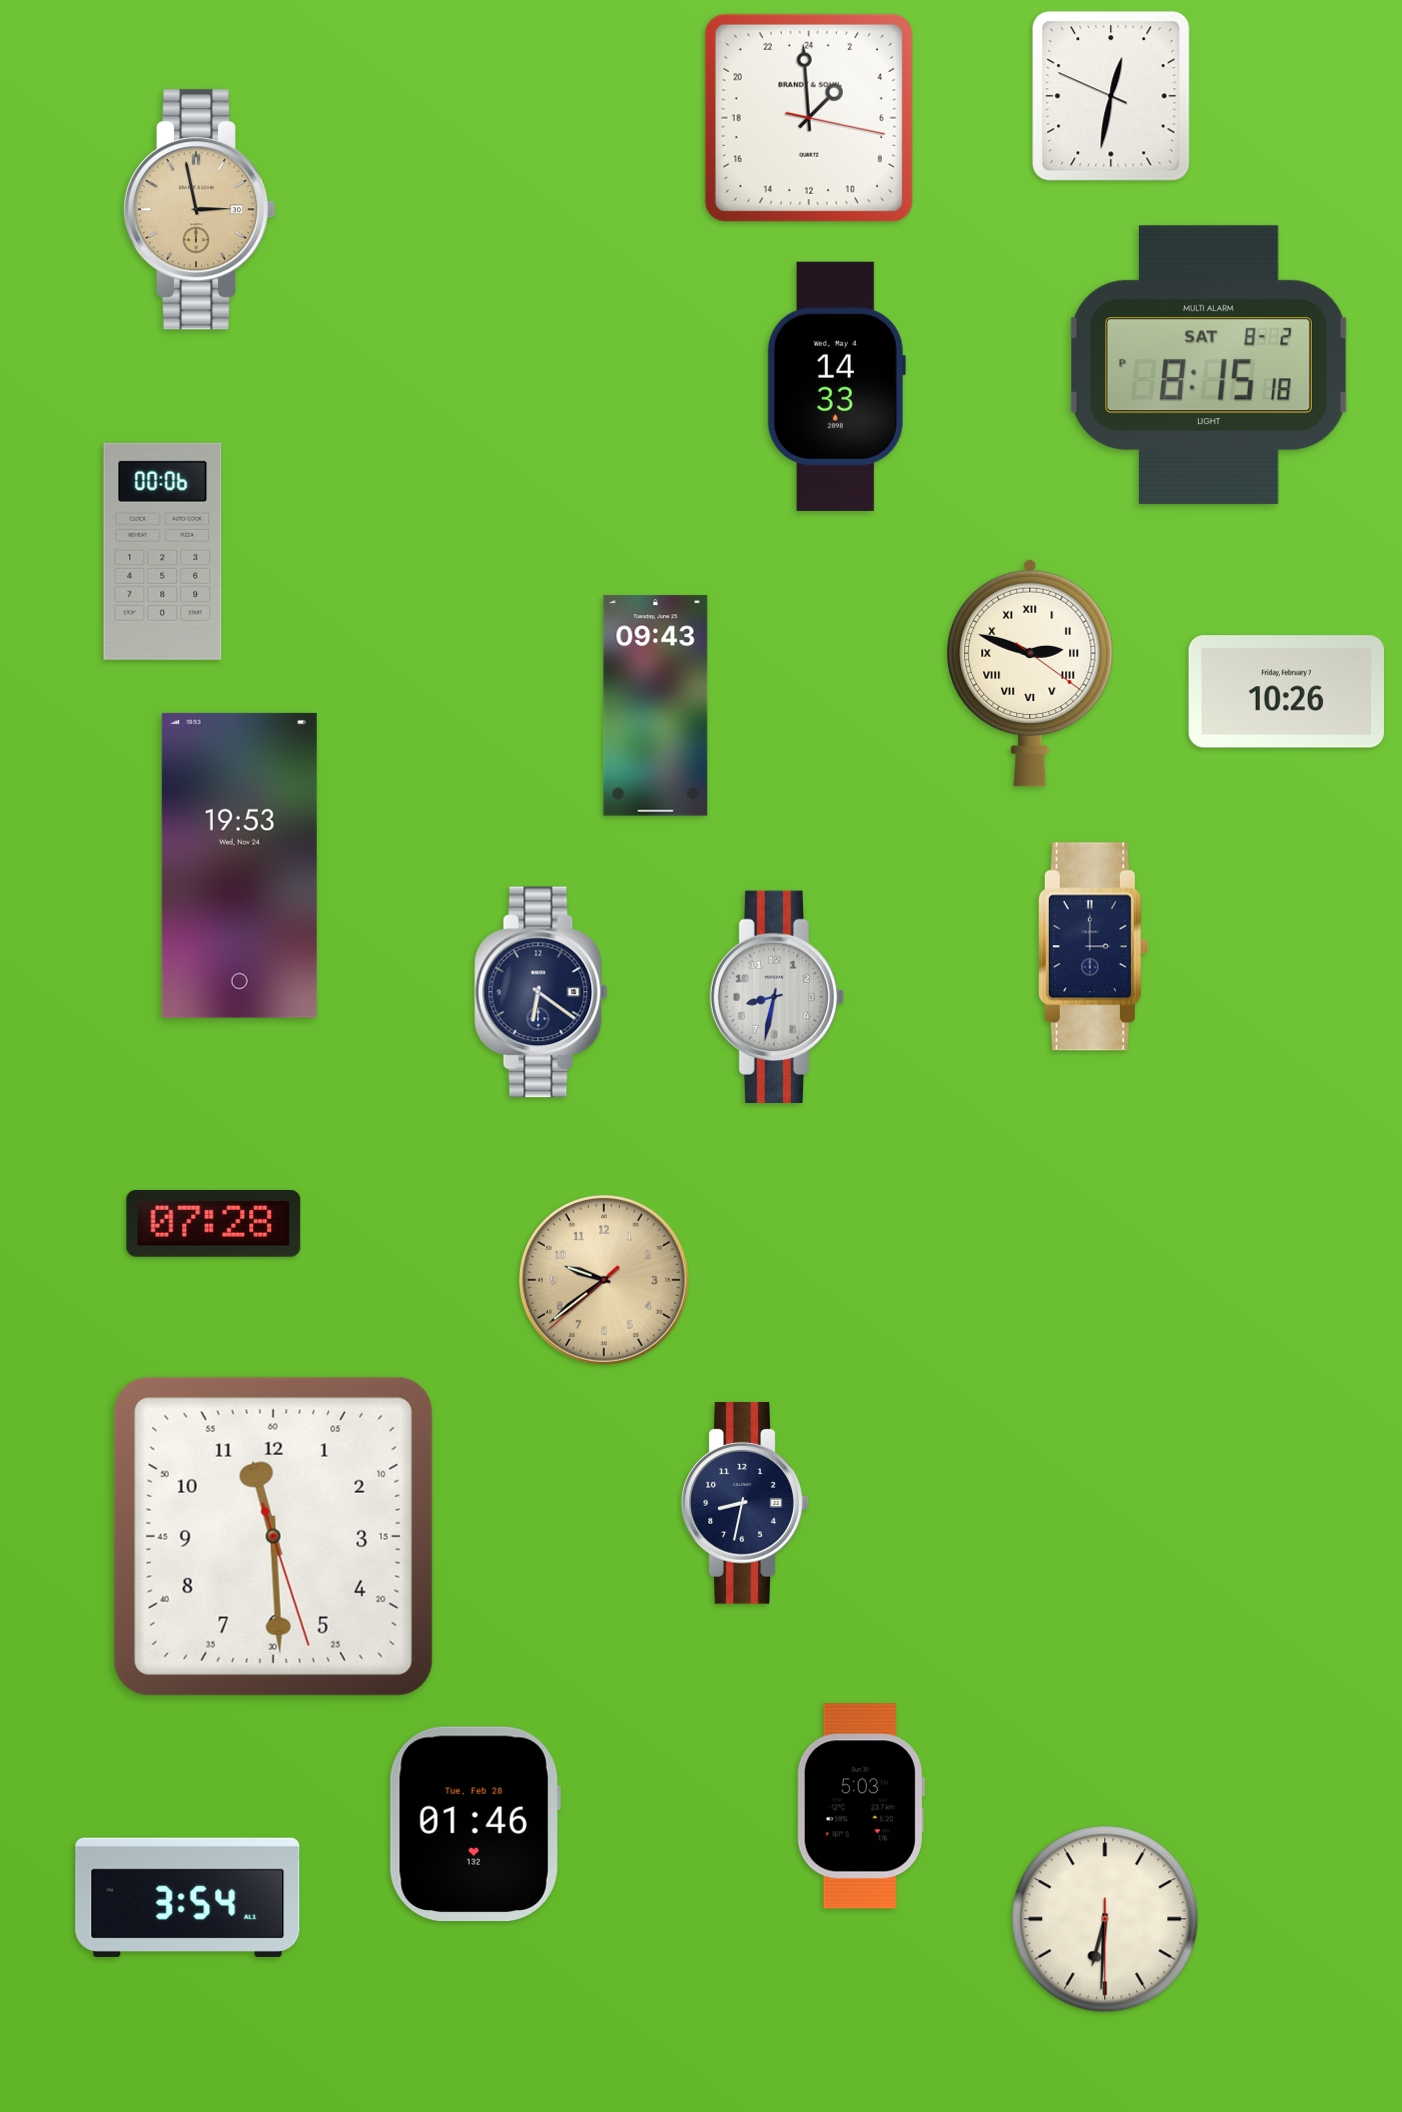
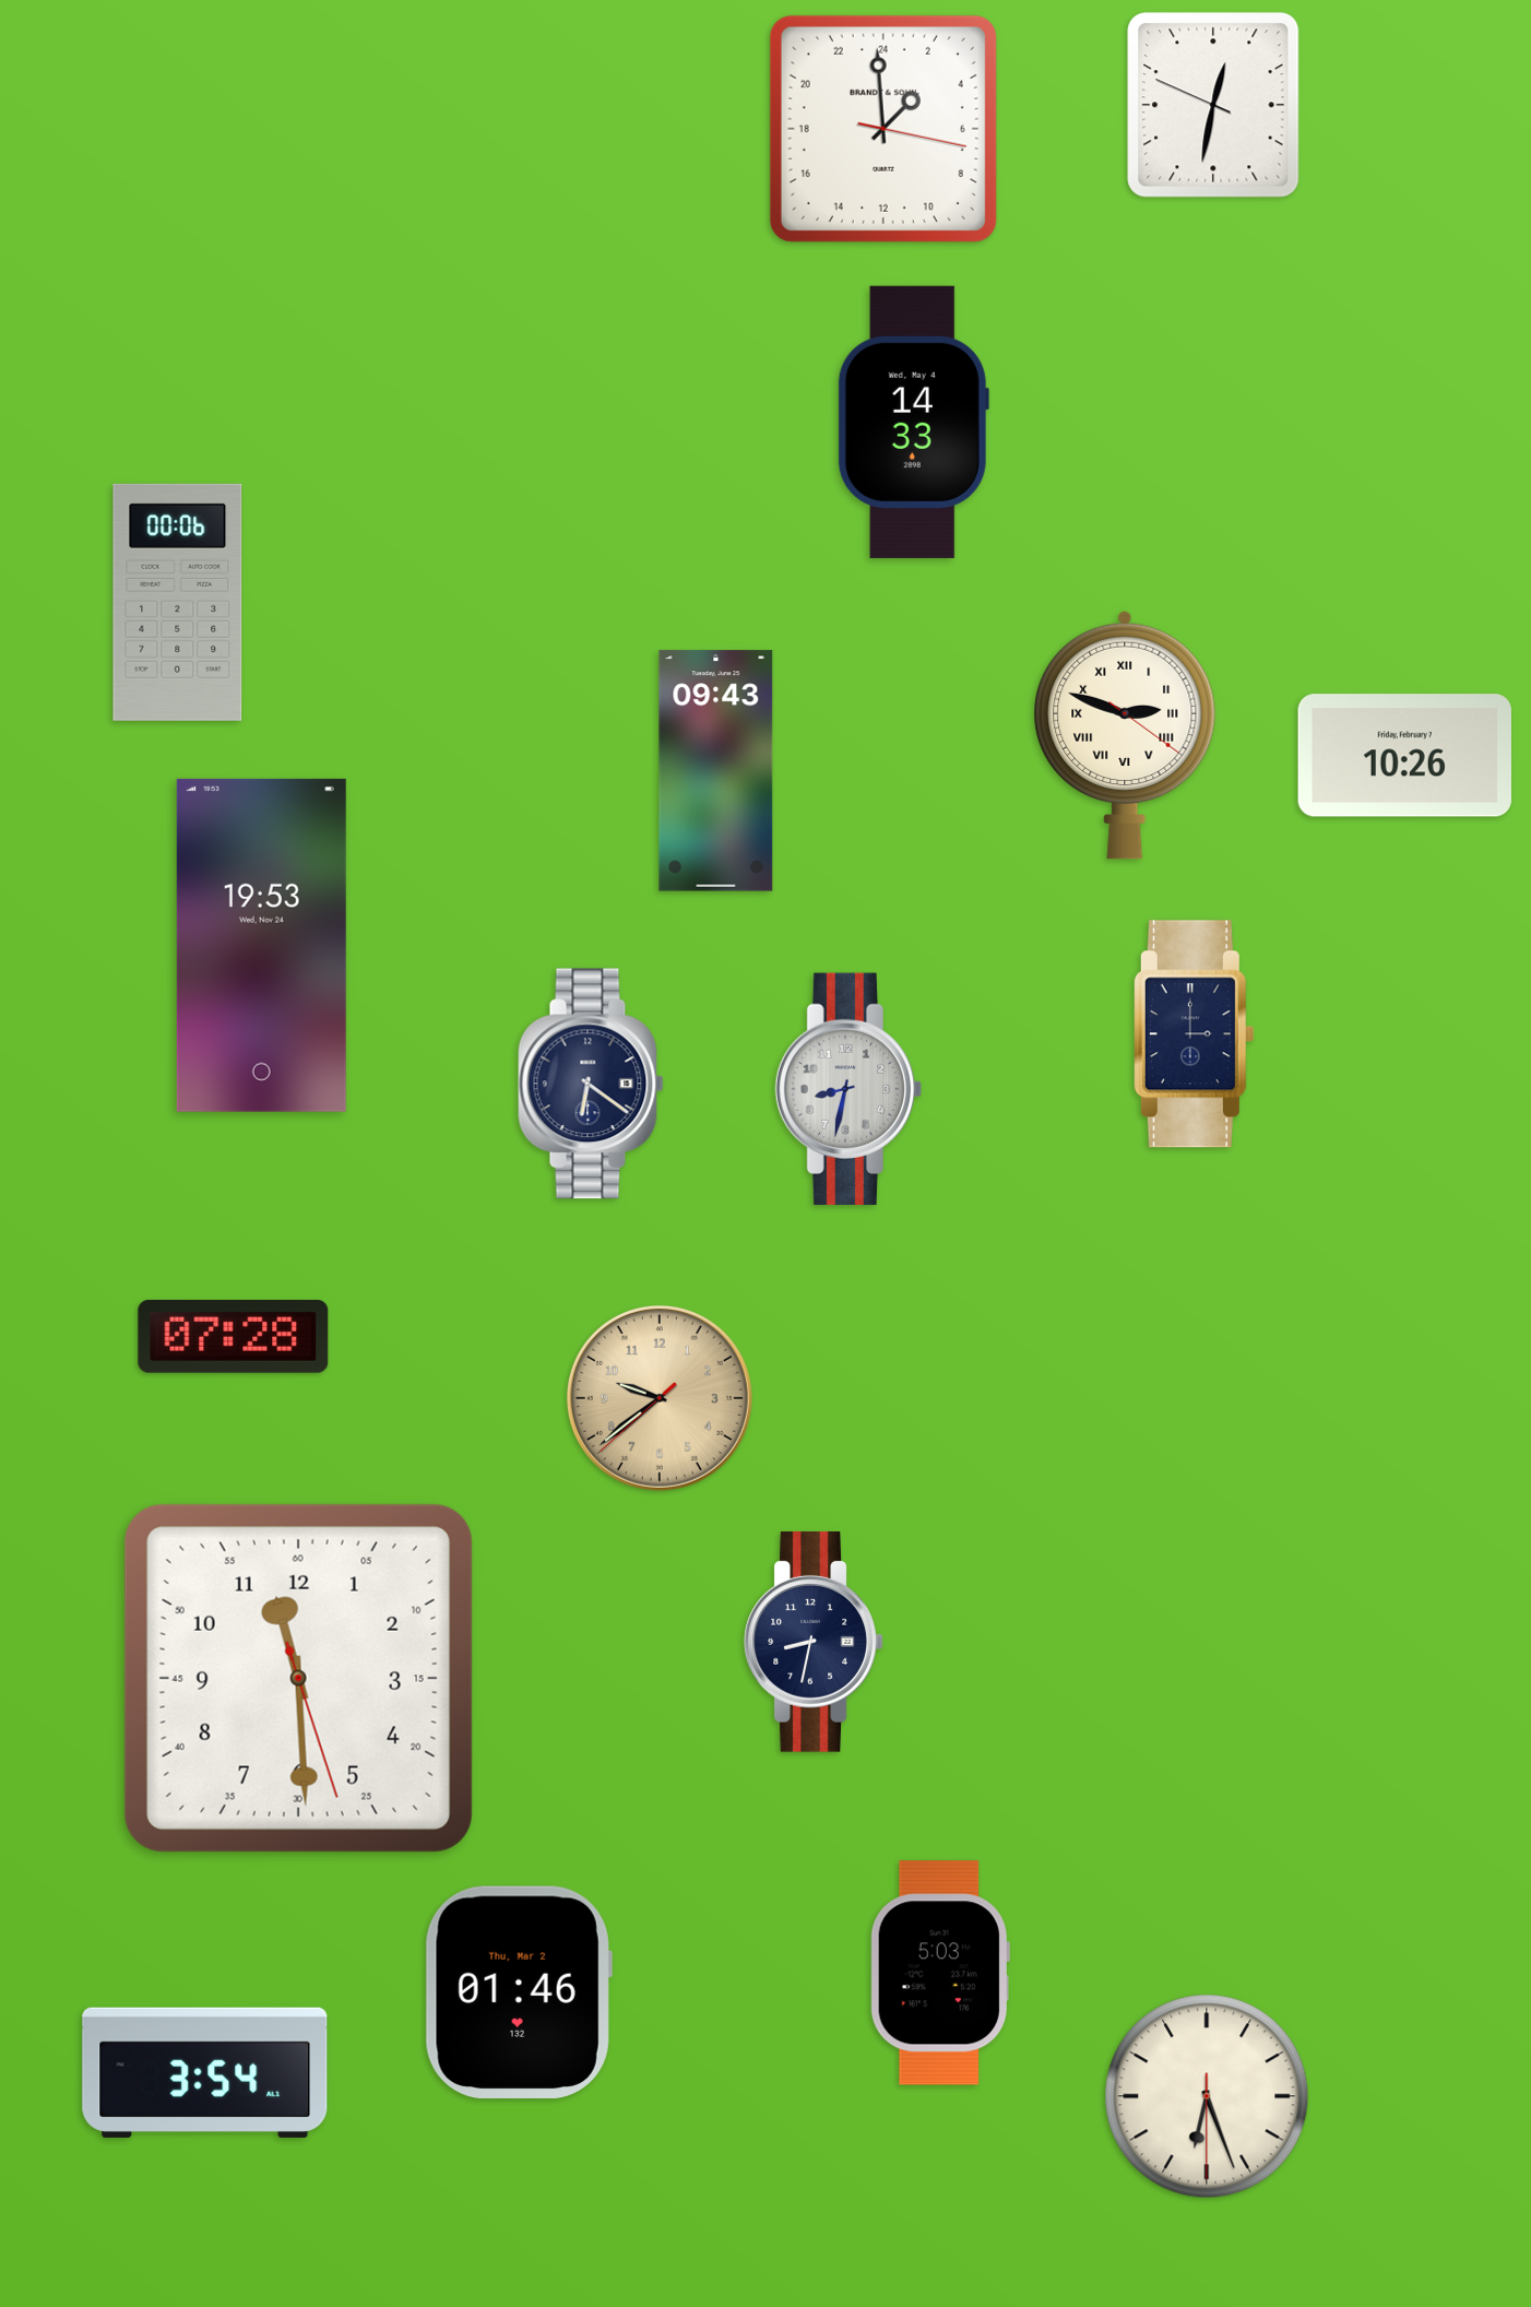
clock at (199, 210): 2:58 -> none
clock at (1209, 365): 8:15 -> none
clock at (475, 1824) date: Tue, Feb 28 -> Thu, Mar 2
clock at (1105, 1919): 6:30 -> 6:26
